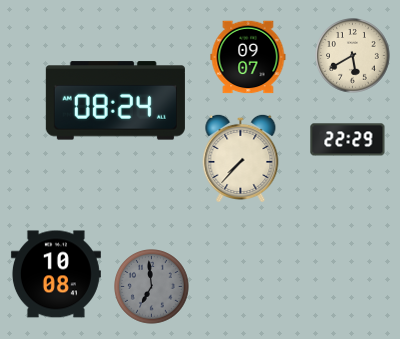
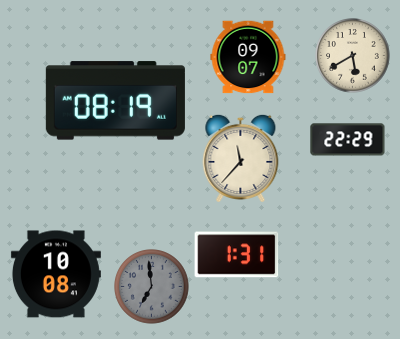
clock at (115, 101): 08:24 -> 08:19
clock at (241, 157): 7:37 -> 11:37
clock at (237, 255): none -> 1:31
